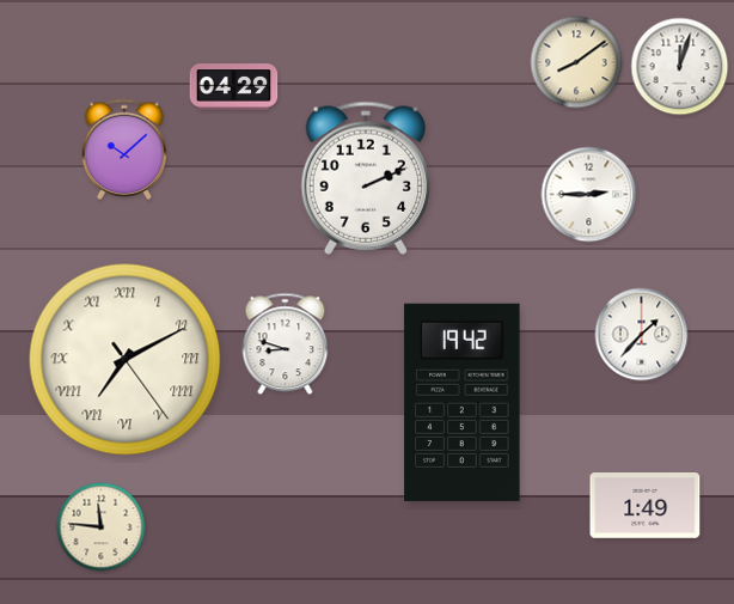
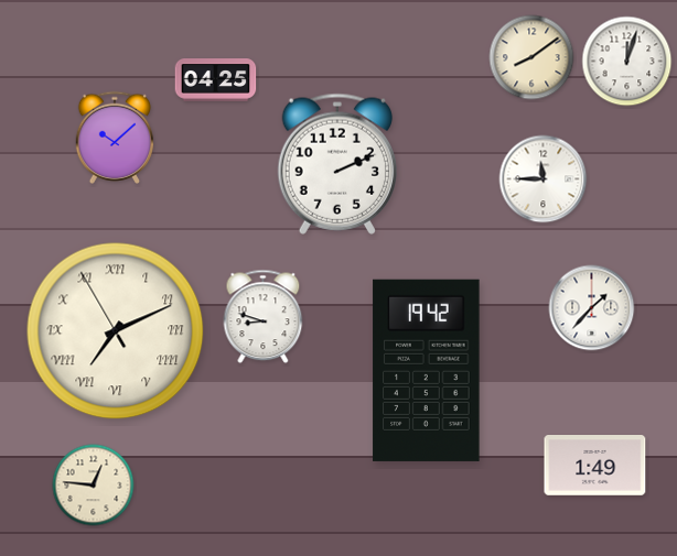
clock at (234, 87): 04:29 -> 04:25
clock at (589, 195): 2:45 -> 11:45
clock at (126, 360): 7:10:24 -> 7:10:55
clock at (102, 527): 11:46 -> 12:46
